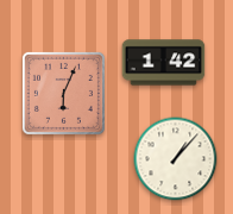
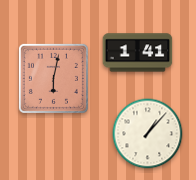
clock at (164, 63): 1:42 -> 1:41
clock at (63, 93): 6:04 -> 6:02
